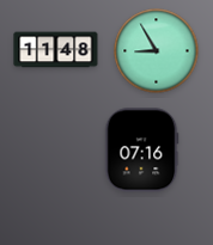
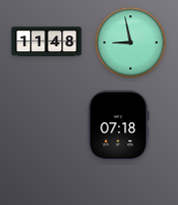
clock at (157, 51): 8:55 -> 8:58
clock at (141, 151): 07:16 -> 07:18
